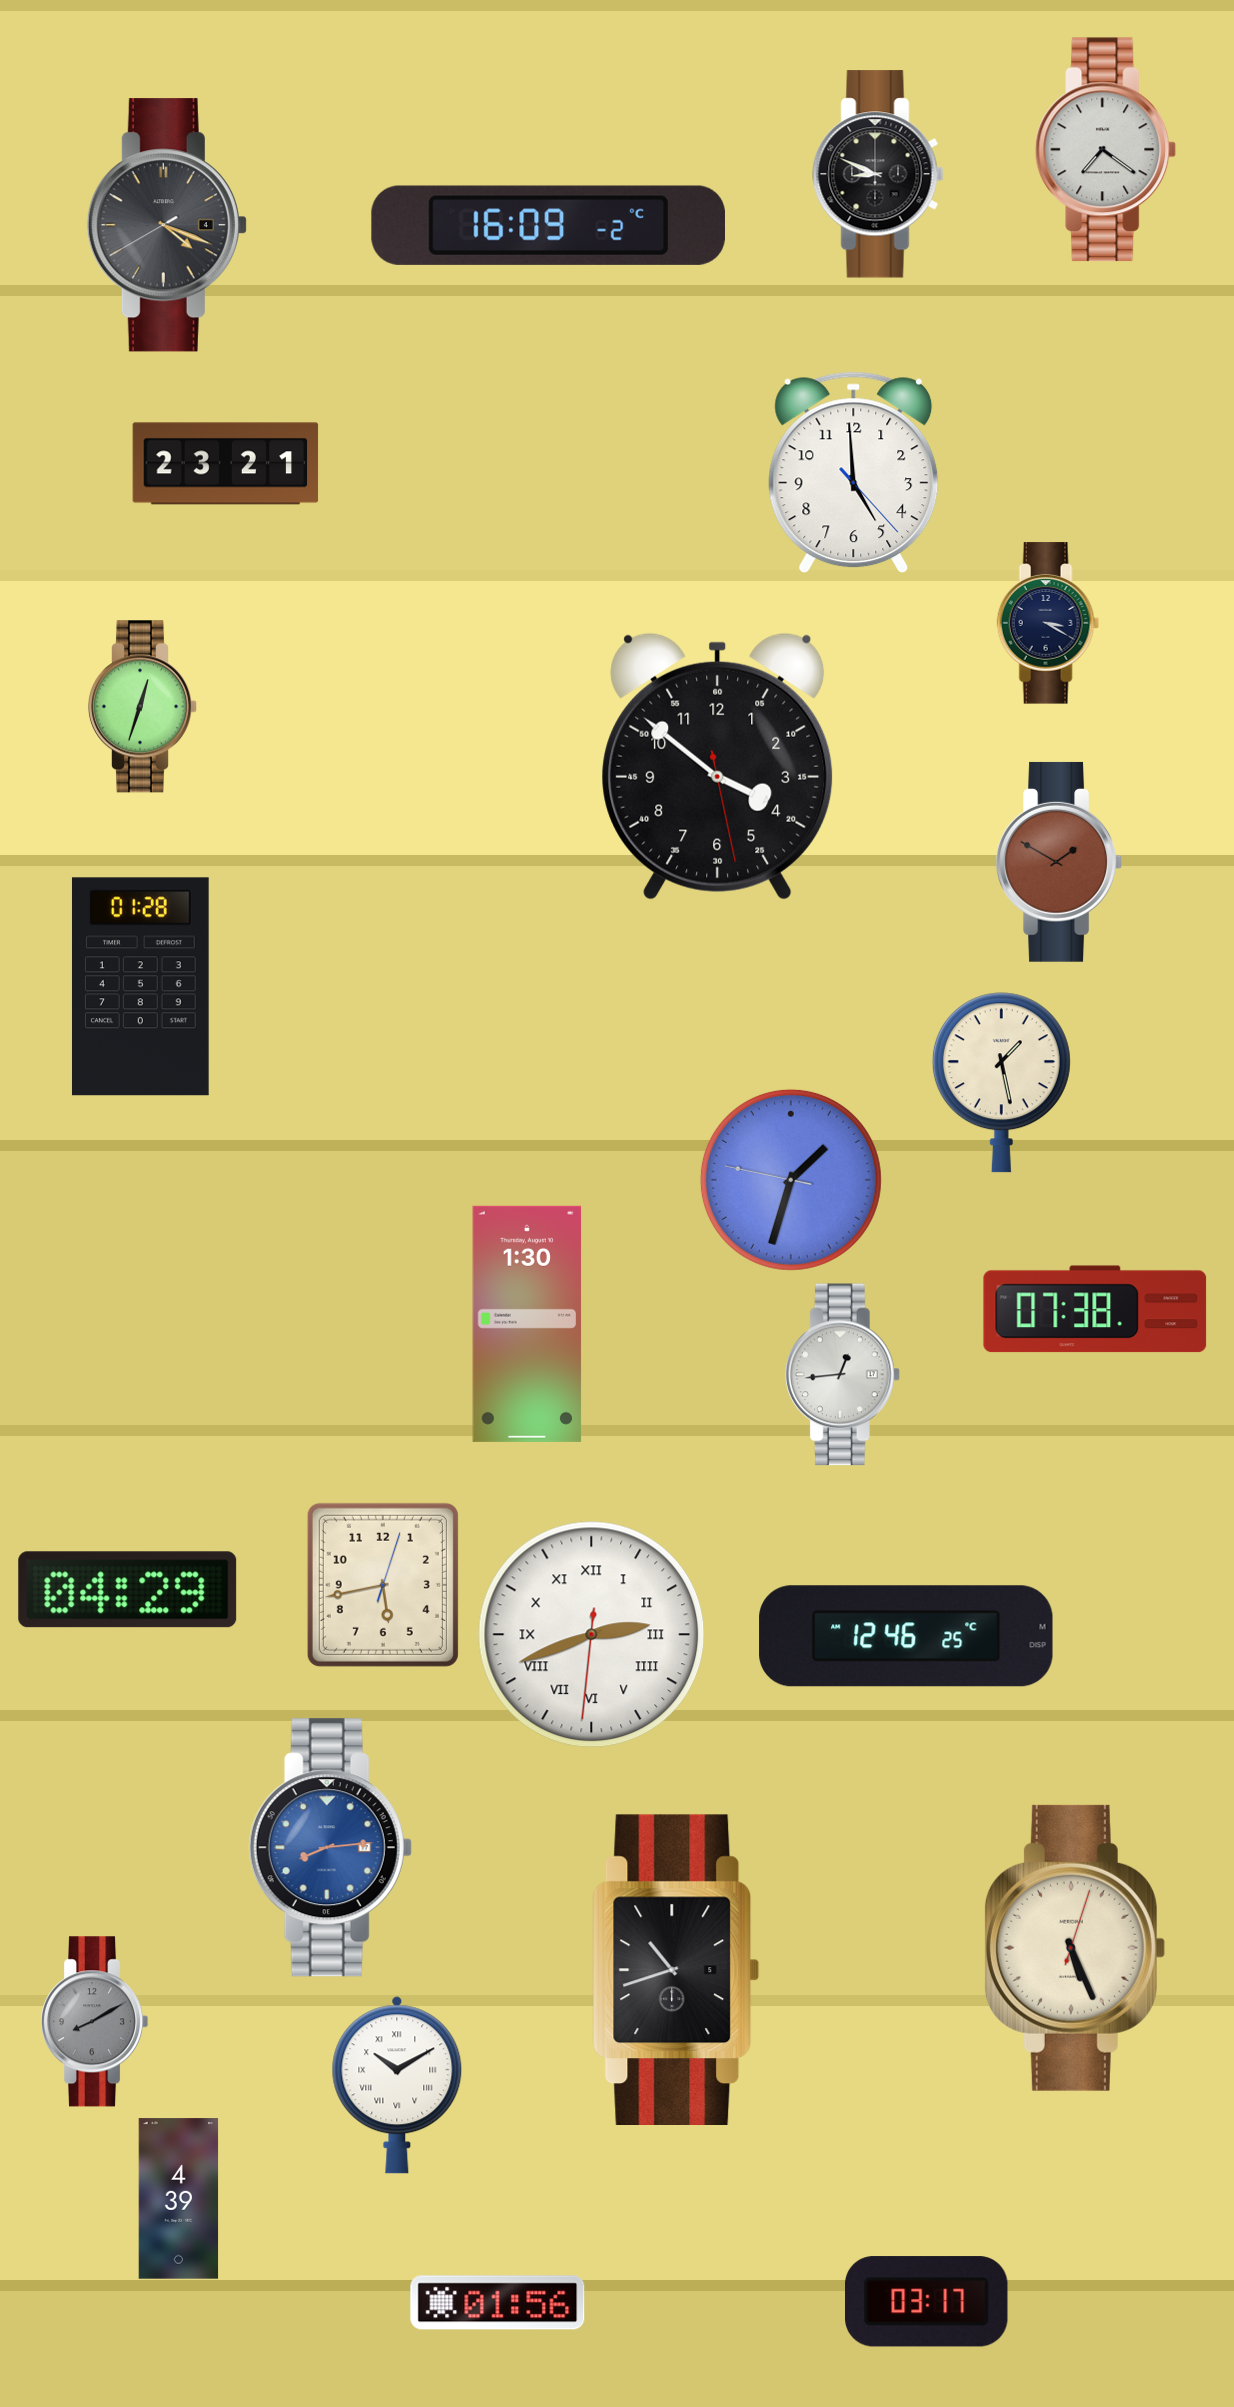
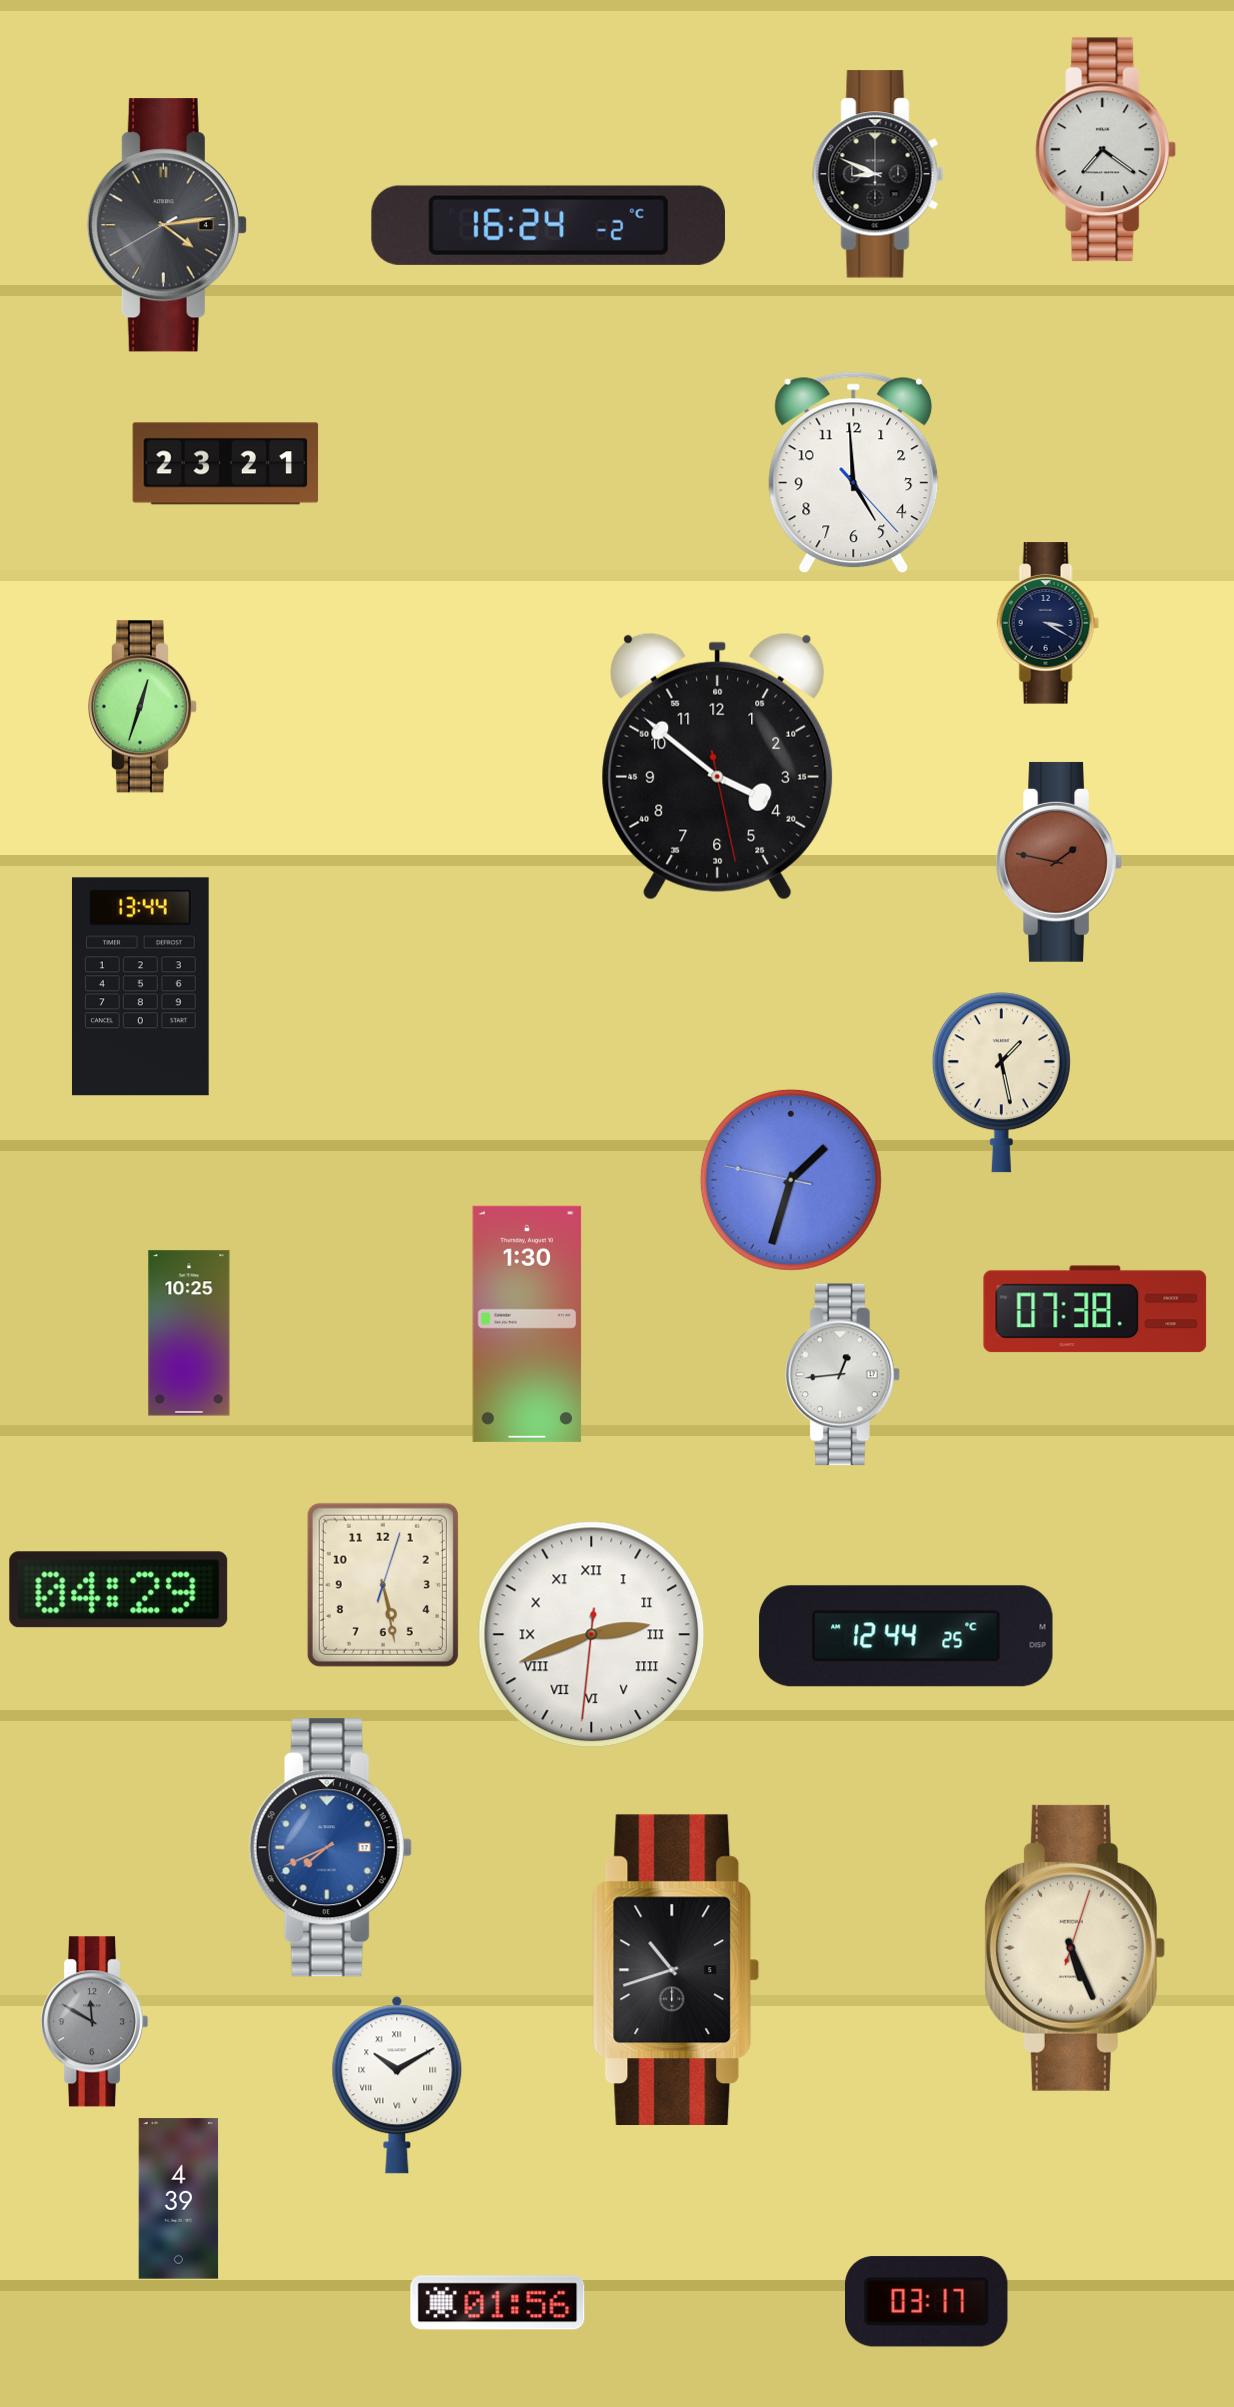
clock at (167, 225): 4:18 -> 4:13
clock at (548, 225): 16:09 -> 16:24
clock at (1058, 862): 1:50 -> 1:47
clock at (140, 987): 01:28 -> 13:44
clock at (189, 1333): none -> 10:25
clock at (383, 1585): 5:43 -> 5:28
clock at (128, 1590) position: (128, 1590) -> (119, 1590)
clock at (906, 1636): 12:46 -> 12:44
clock at (330, 1848): 8:14 -> 7:41
clock at (94, 2022): 8:10 -> 11:50
